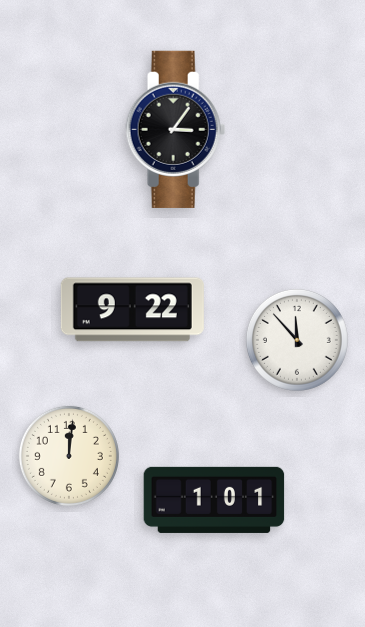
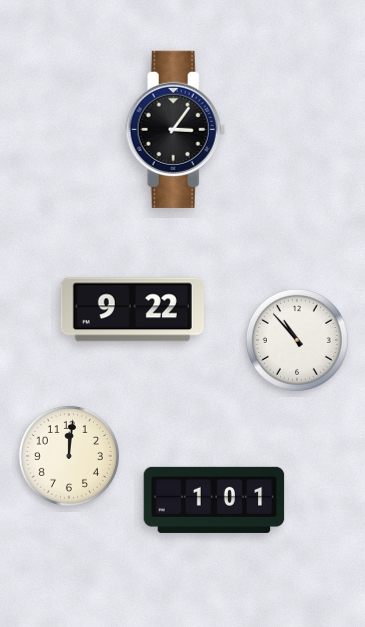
clock at (297, 340): 11:53 -> 10:53
